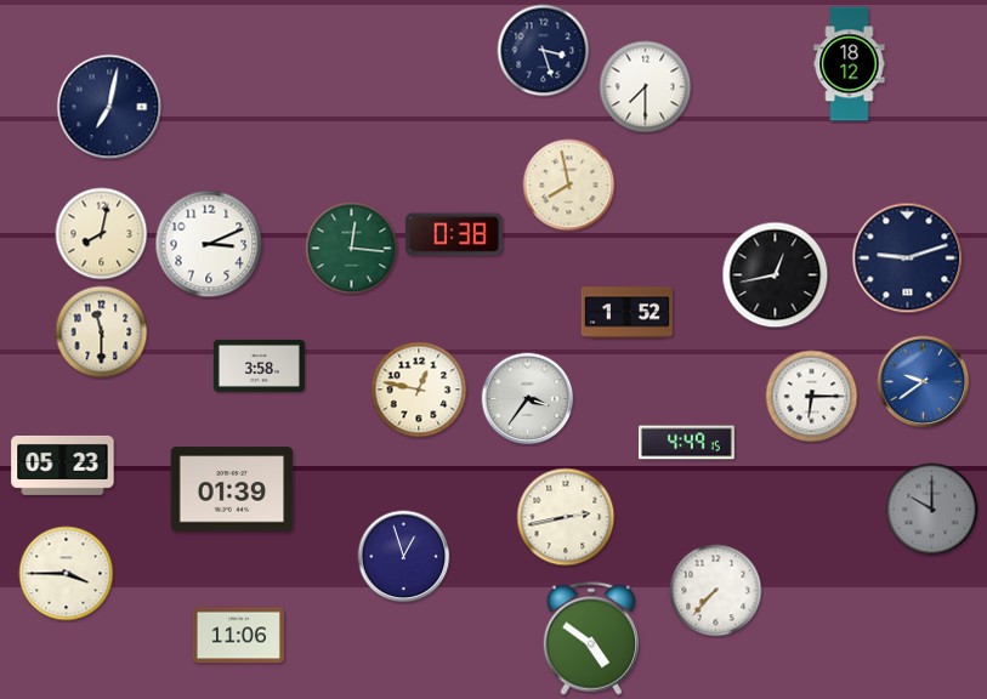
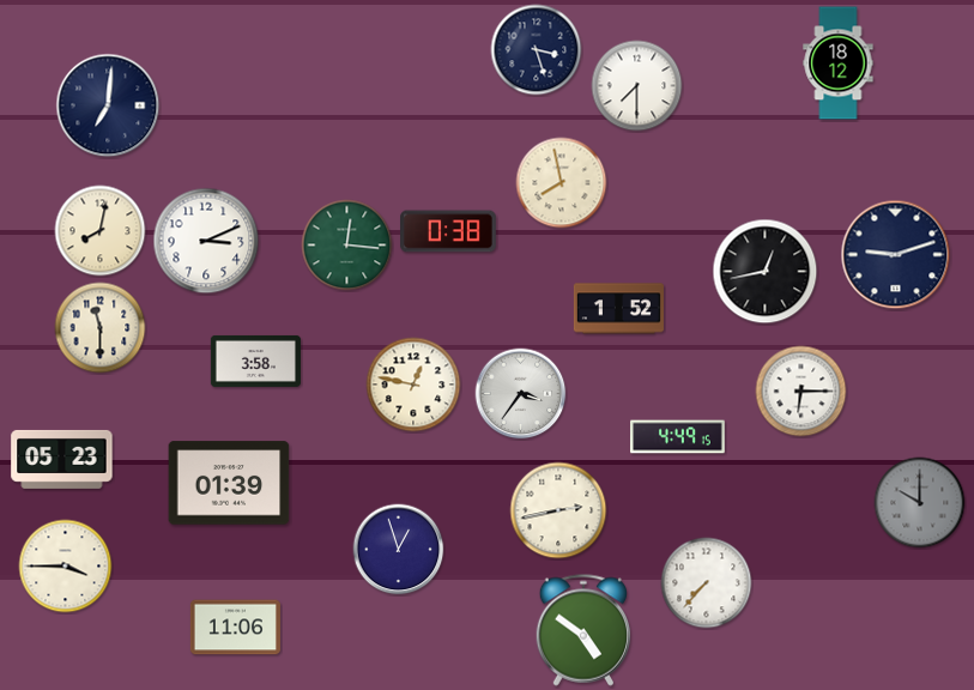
clock at (109, 107): 7:02 -> 7:01
clock at (924, 382): 9:39 -> none
